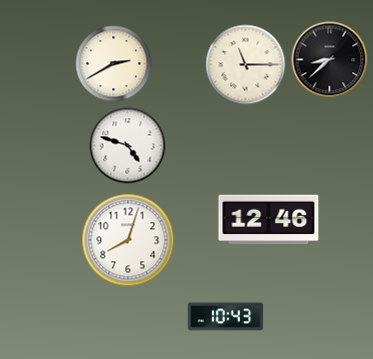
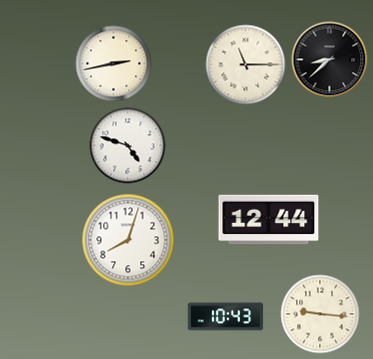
clock at (114, 64): 2:40 -> 2:43
clock at (269, 220): 12:46 -> 12:44
clock at (320, 314): none -> 9:16
